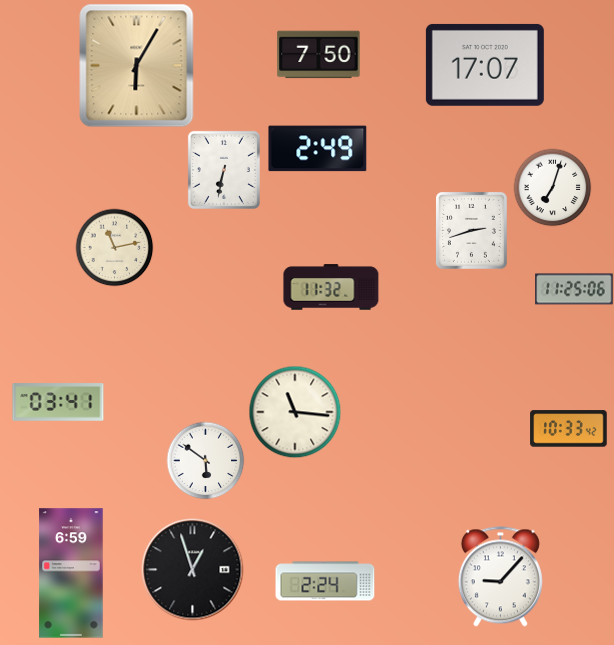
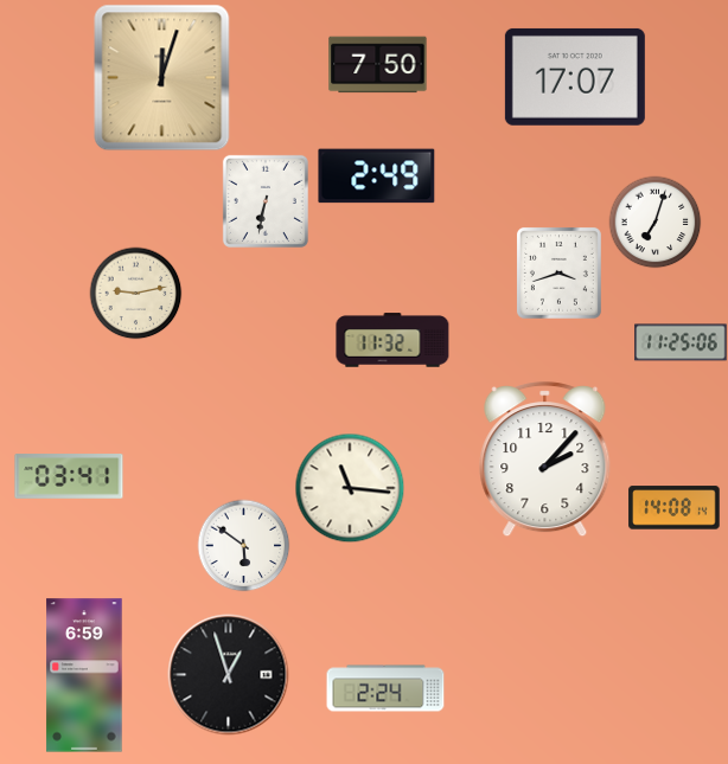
clock at (137, 66): 6:05 -> 12:03
clock at (471, 230): 2:42 -> 3:42
clock at (114, 247): 11:13 -> 9:13
clock at (545, 460): none -> 2:07
clock at (569, 429): 10:33 -> 14:08
clock at (71, 573) position: (71, 573) -> (84, 675)
clock at (500, 577): 9:07 -> none
